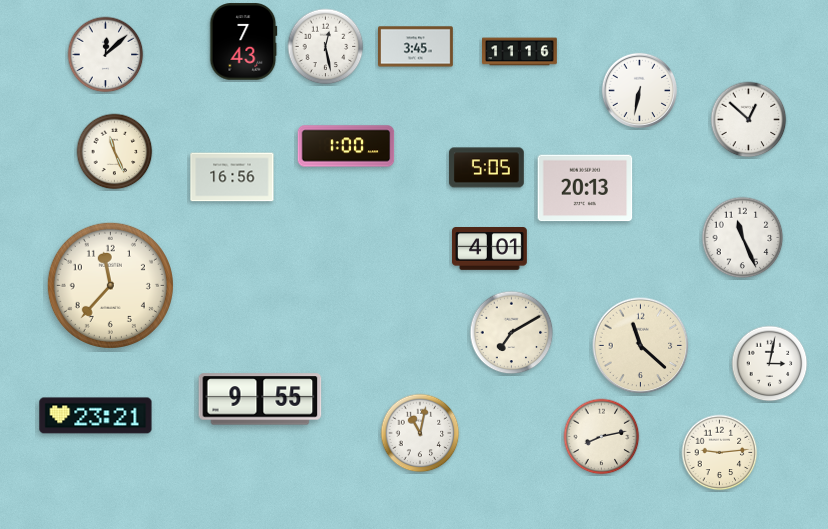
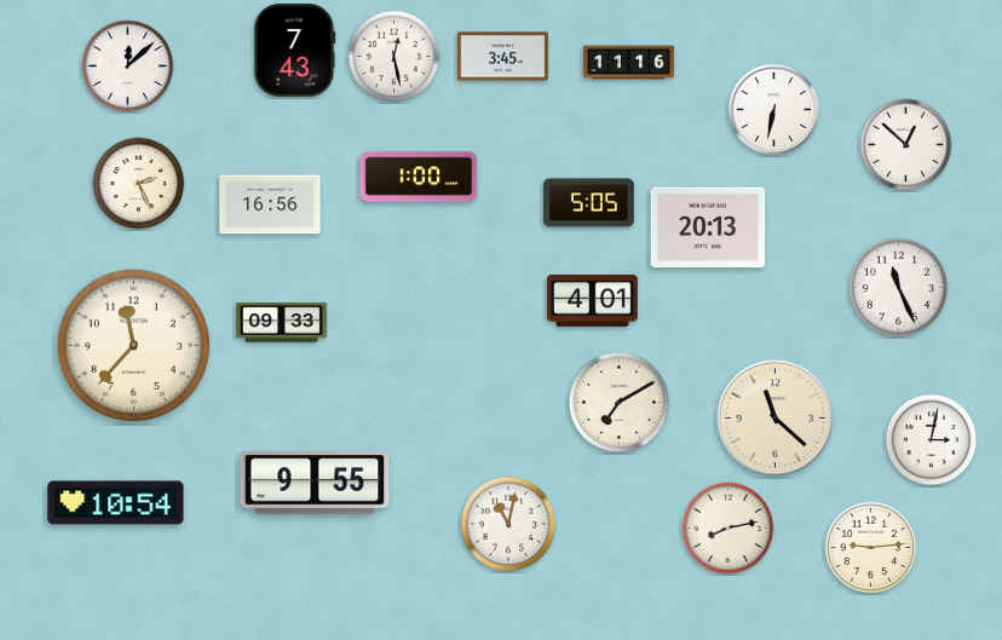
clock at (115, 152): 11:26 -> 2:26
clock at (232, 177) position: (232, 177) -> (270, 204)
clock at (282, 323): none -> 09:33
clock at (96, 416): 23:21 -> 10:54
